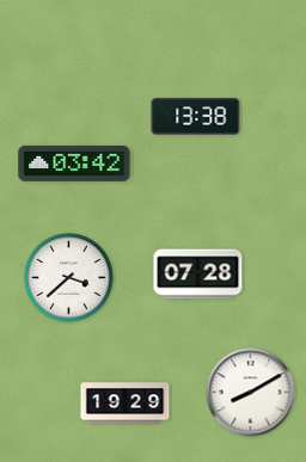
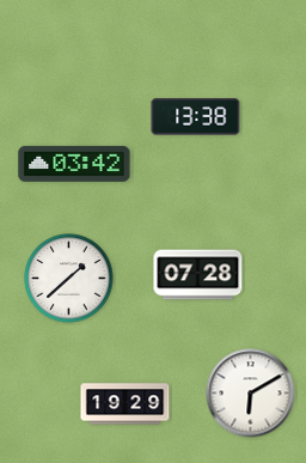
clock at (69, 278): 3:38 -> 1:38
clock at (251, 393): 8:10 -> 6:10
